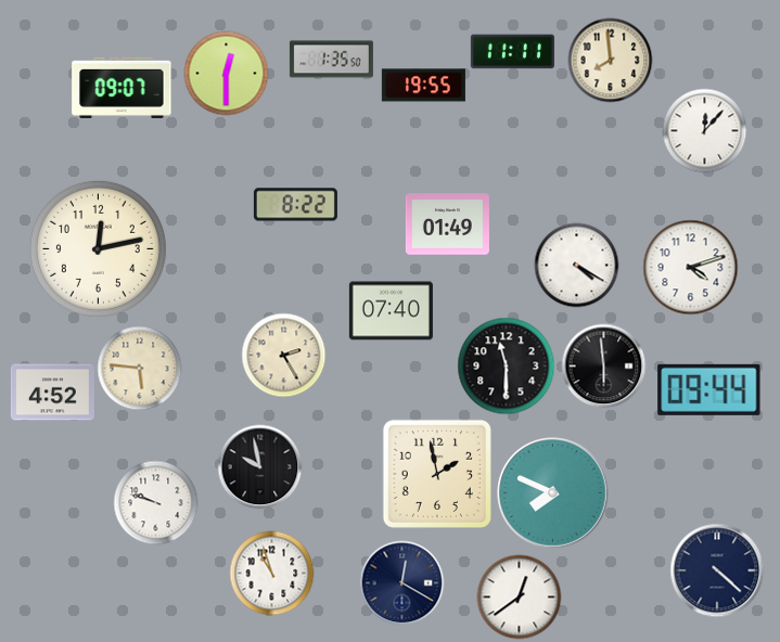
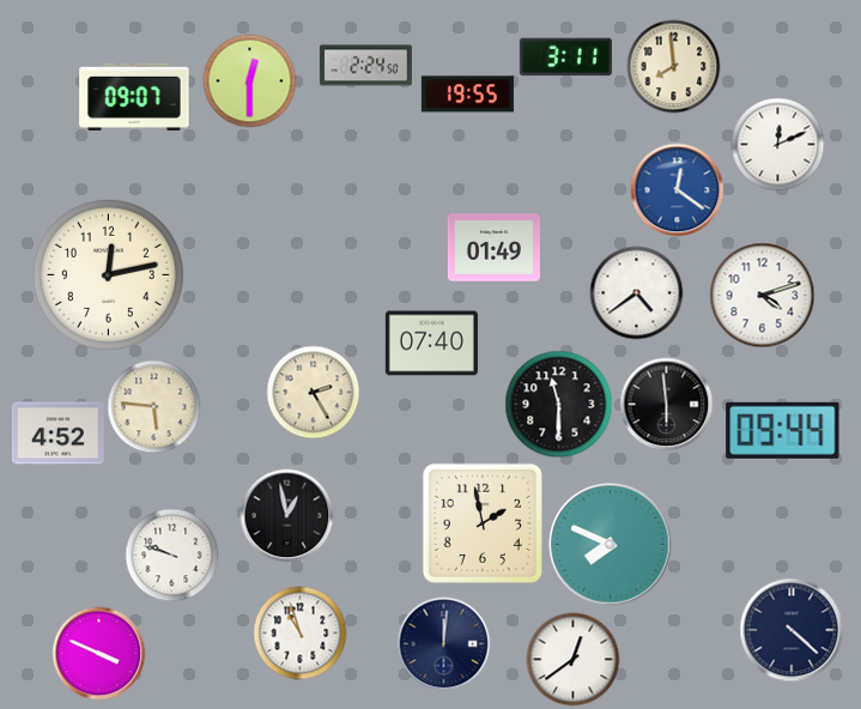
clock at (512, 52): 11:11 -> 3:11
clock at (331, 60): 1:35 -> 2:24
clock at (704, 130): 12:07 -> 12:11
clock at (677, 189): none -> 12:21
clock at (295, 205): 8:22 -> none
clock at (576, 265): 4:20 -> 4:39
clock at (259, 466): 9:58 -> 12:58
clock at (401, 582): 12:20 -> 12:01
clock at (98, 653): none -> 3:49
